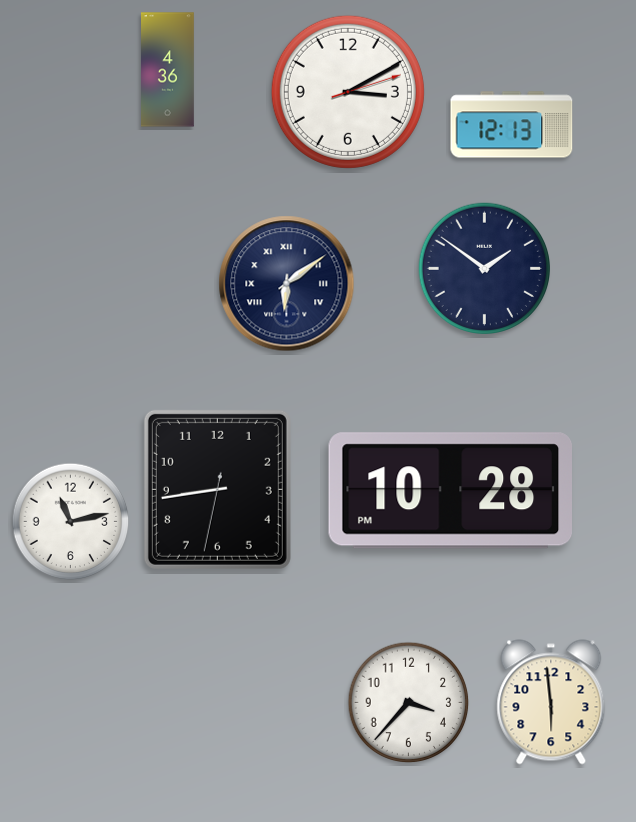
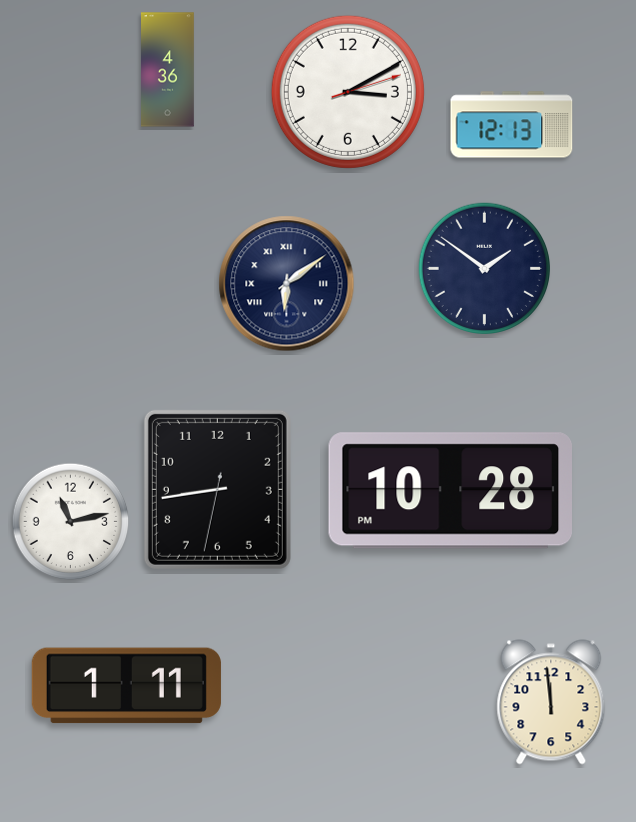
clock at (126, 686): none -> 1:11
clock at (551, 702): 5:59 -> 11:59
clock at (409, 703): 3:37 -> none
